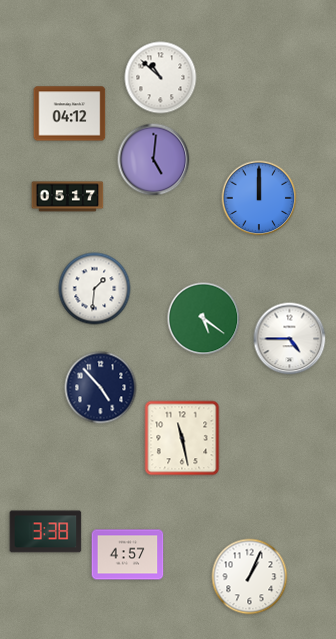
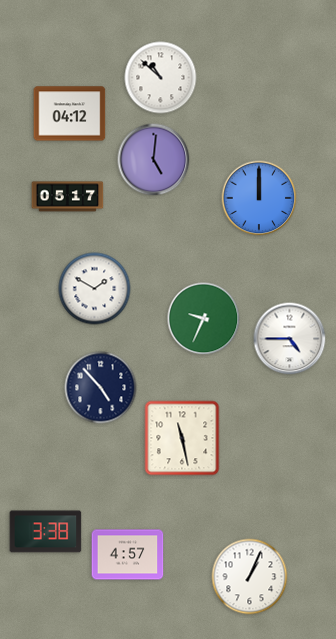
clock at (95, 289): 1:31 -> 1:50
clock at (204, 319): 5:21 -> 9:34
